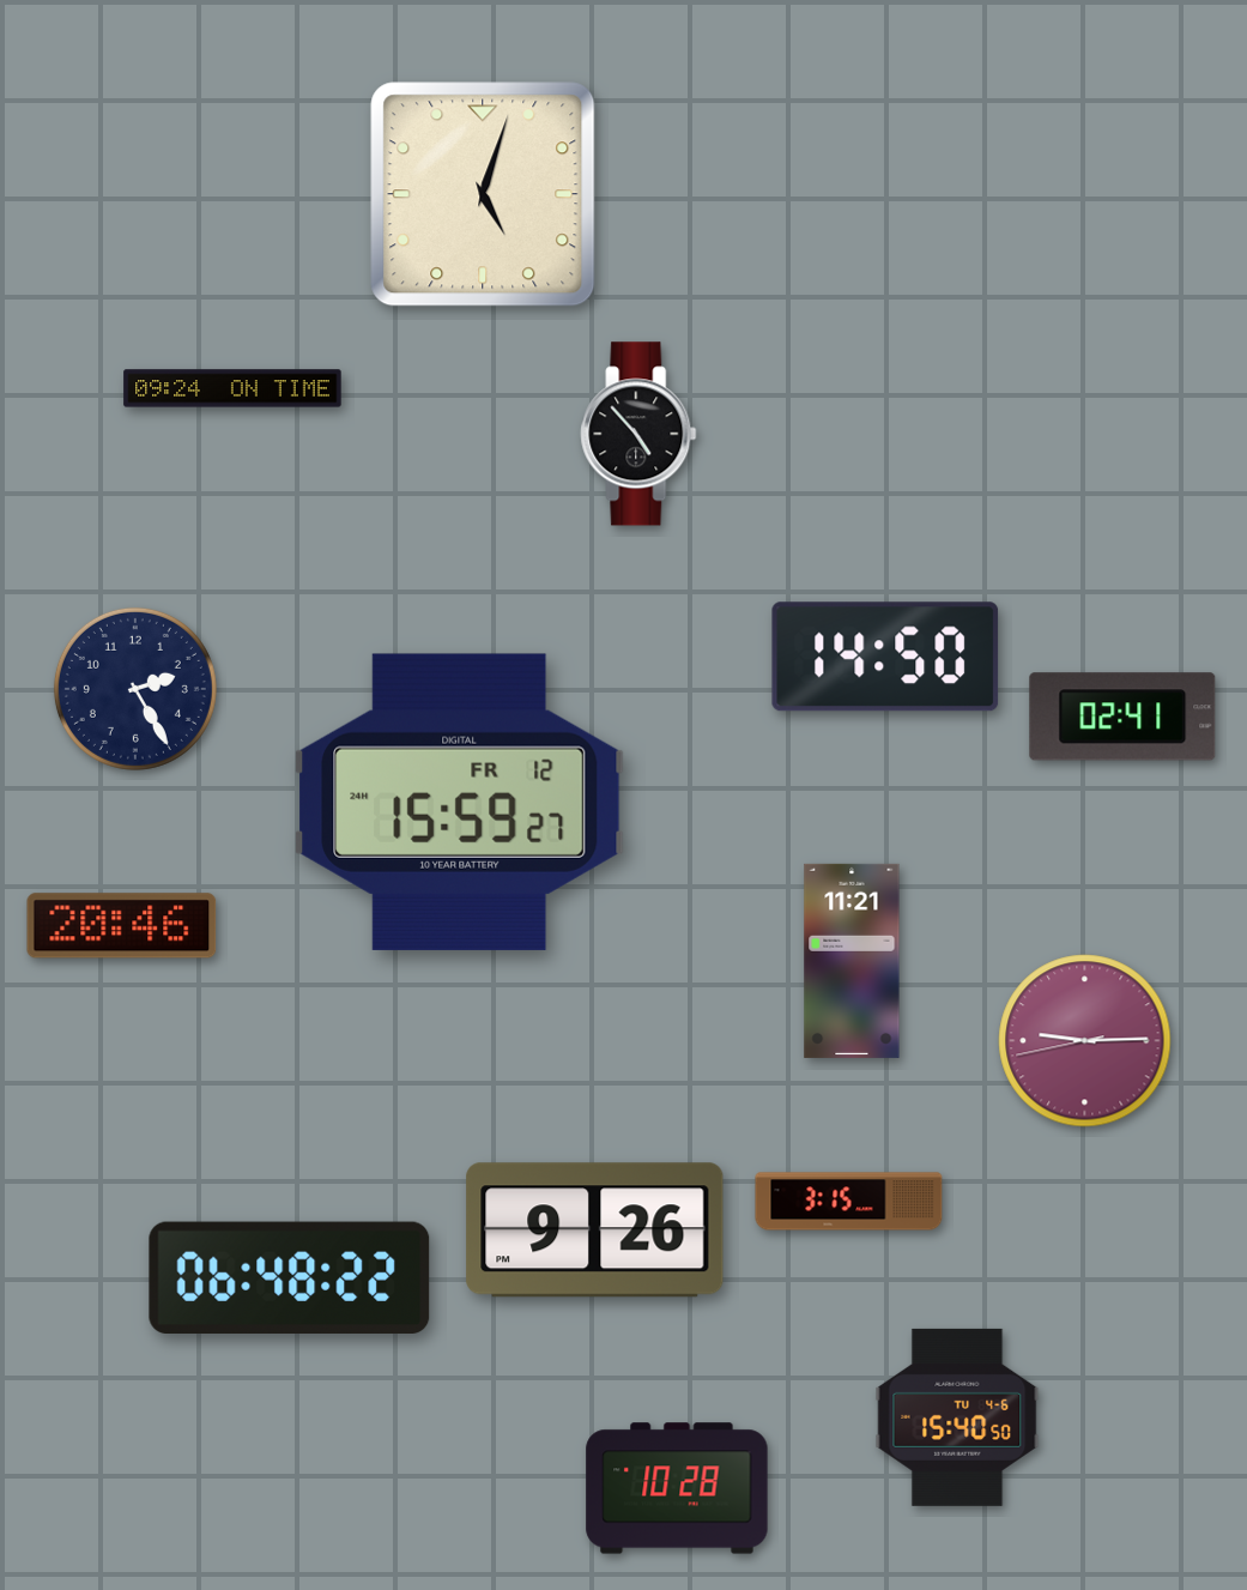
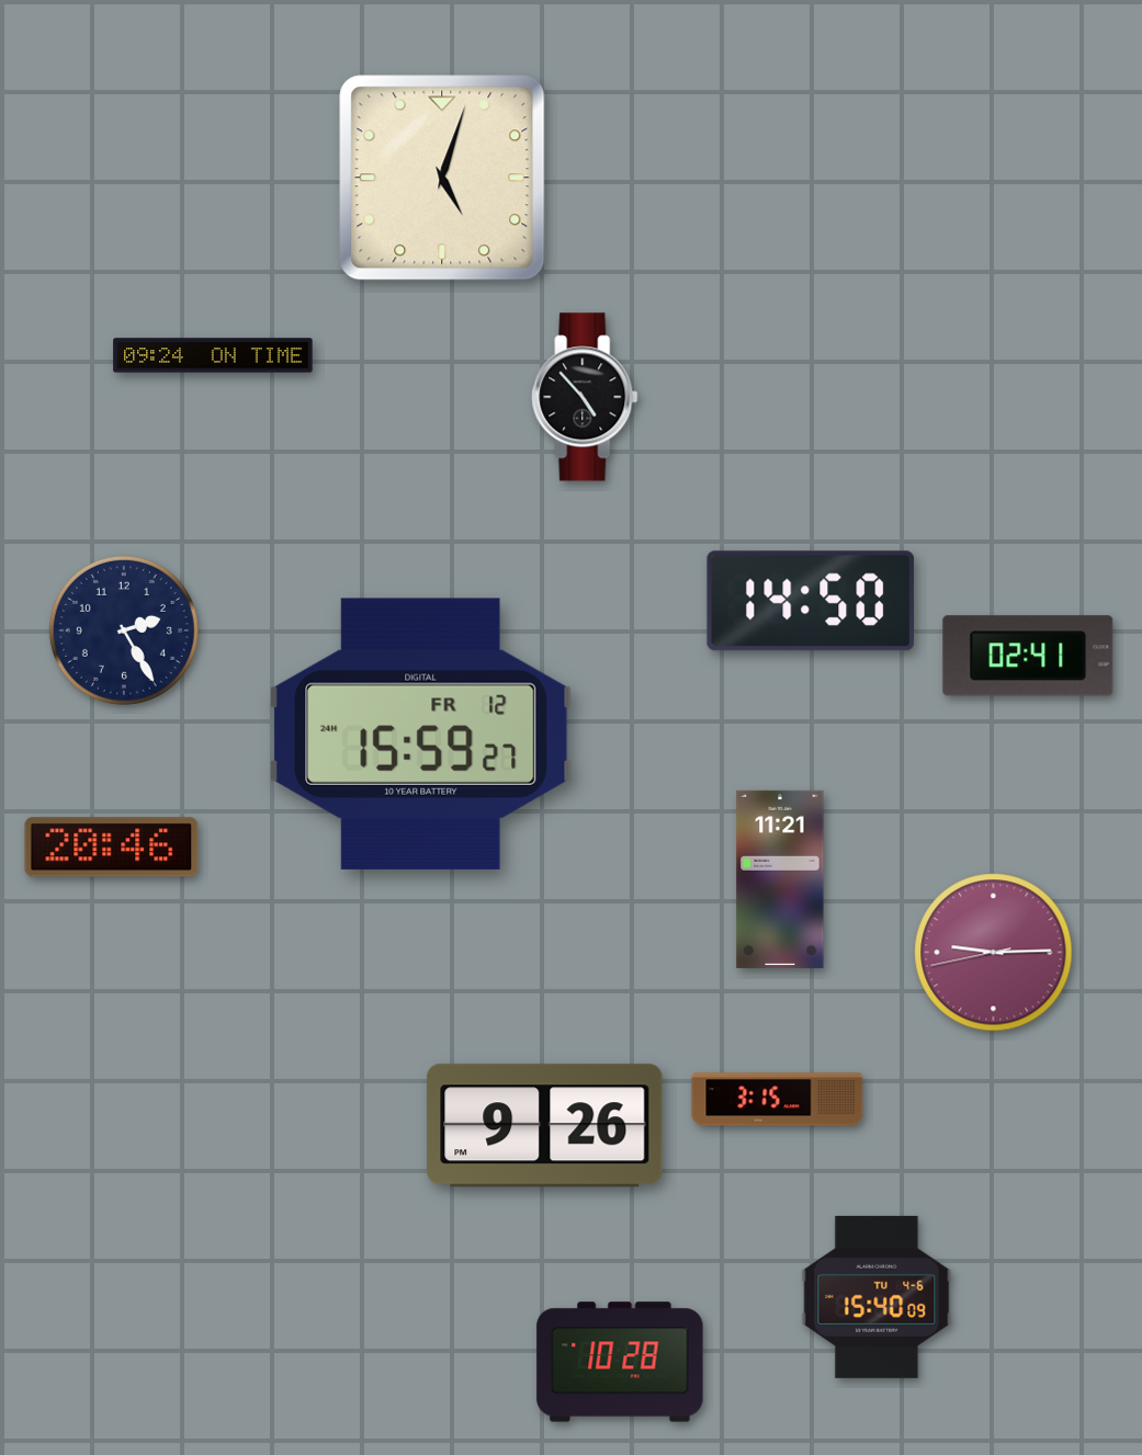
clock at (290, 1277): 06:48 -> none
clock at (957, 1417): 15:40:50 -> 15:40:09
